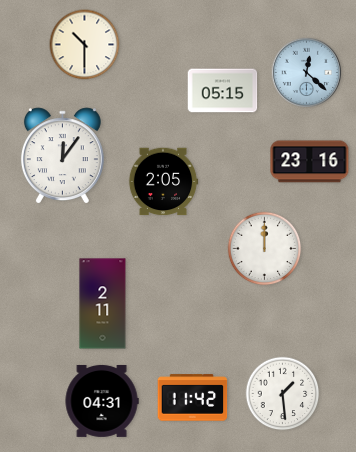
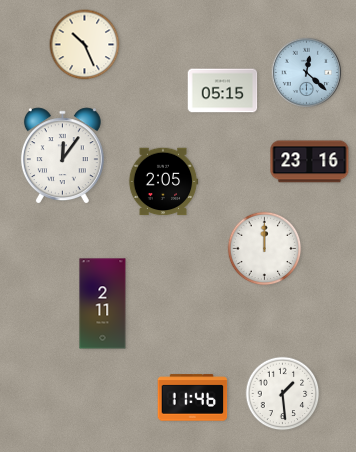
clock at (85, 45): 10:30 -> 10:26
clock at (193, 398): 11:42 -> 11:46
clock at (102, 401): 04:31 -> none
